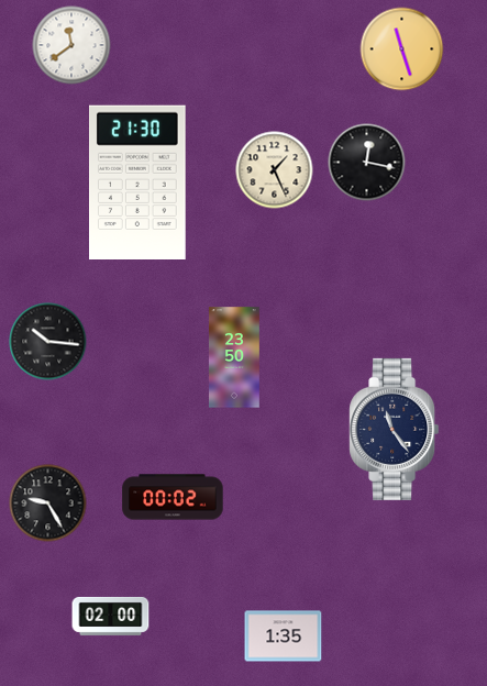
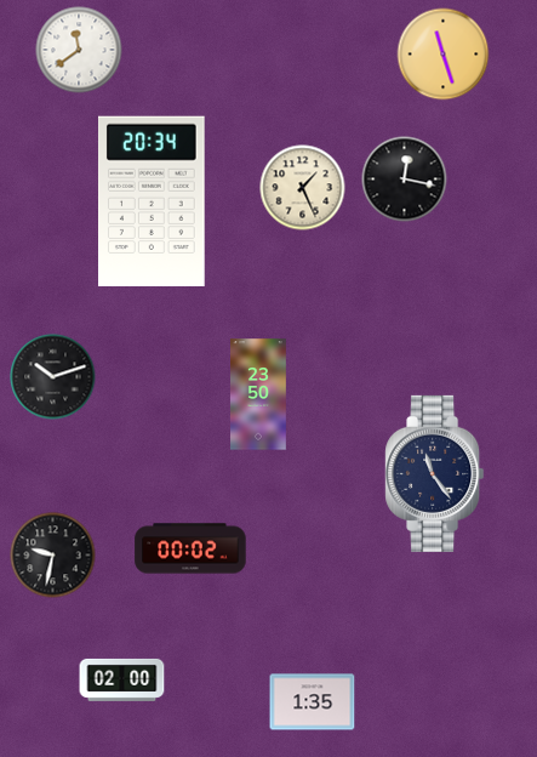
clock at (139, 182): 21:30 -> 20:34
clock at (48, 342): 10:16 -> 10:12
clock at (48, 504): 9:25 -> 9:32
